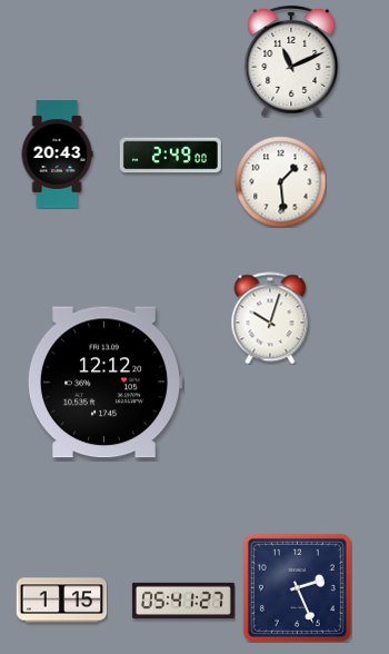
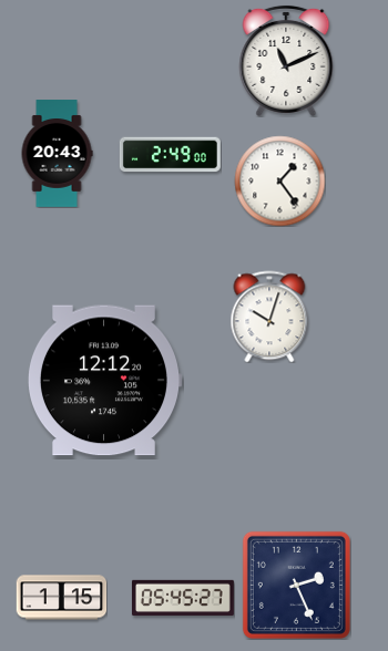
clock at (291, 61) position: (291, 61) -> (286, 61)
clock at (280, 181): 1:29 -> 1:24
clock at (183, 601): 05:41 -> 05:45
